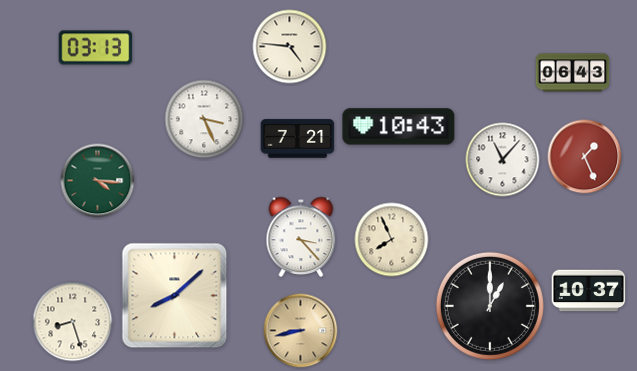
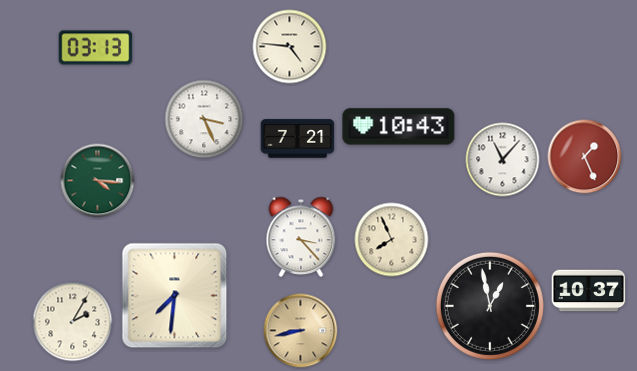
clock at (573, 73): 06:43 -> none
clock at (175, 296): 8:08 -> 7:31
clock at (490, 306): 1:00 -> 12:58
clock at (73, 322): 8:27 -> 2:05
